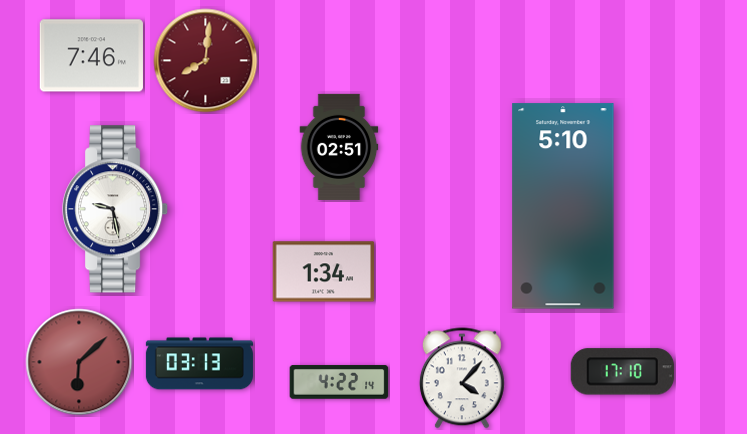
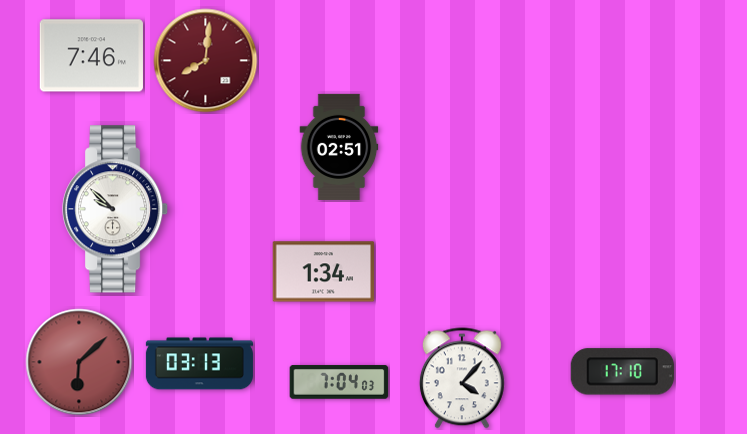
clock at (563, 206): 5:10 -> none
clock at (115, 209): 9:28 -> 9:52
clock at (339, 382): 4:22 -> 7:04
